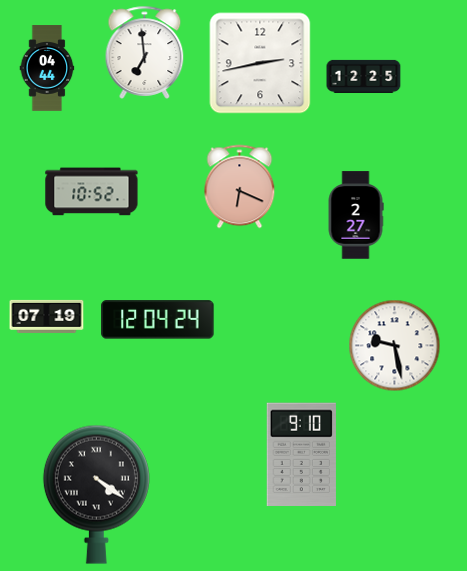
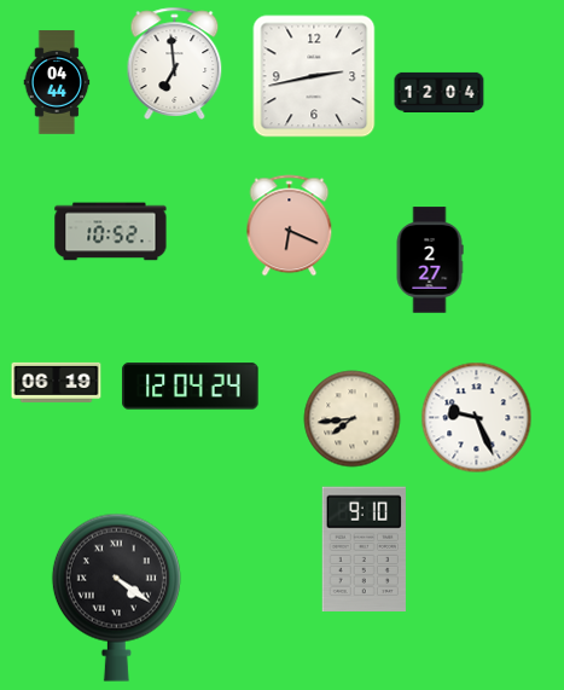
clock at (364, 76): 12:25 -> 12:04
clock at (47, 316): 07:19 -> 06:19
clock at (395, 346): 9:28 -> 9:26
clock at (353, 419): none -> 7:44
